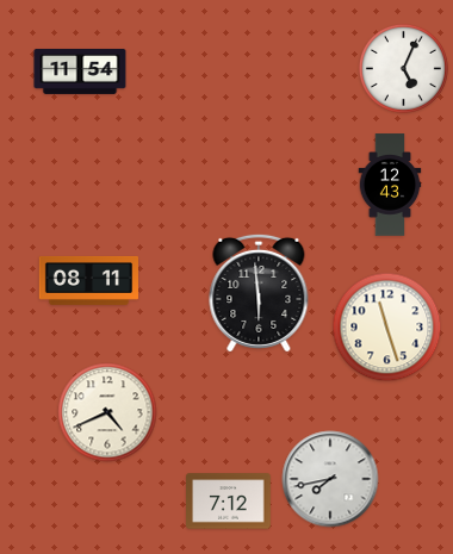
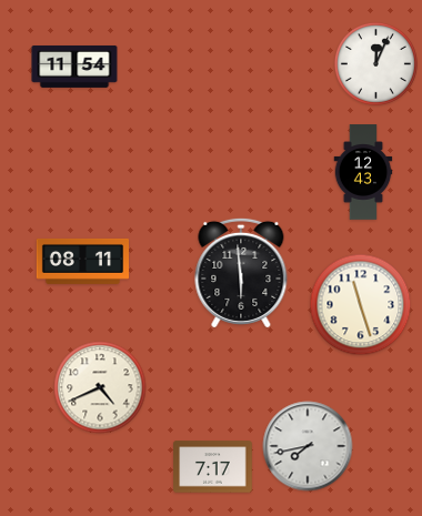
clock at (403, 68): 5:04 -> 12:04
clock at (107, 412) position: (107, 412) -> (100, 387)
clock at (229, 502): 7:12 -> 7:17
